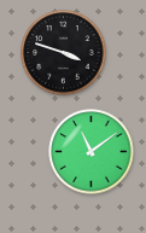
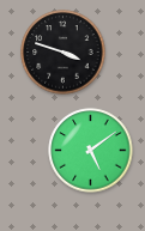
clock at (92, 152): 11:09 -> 5:09
